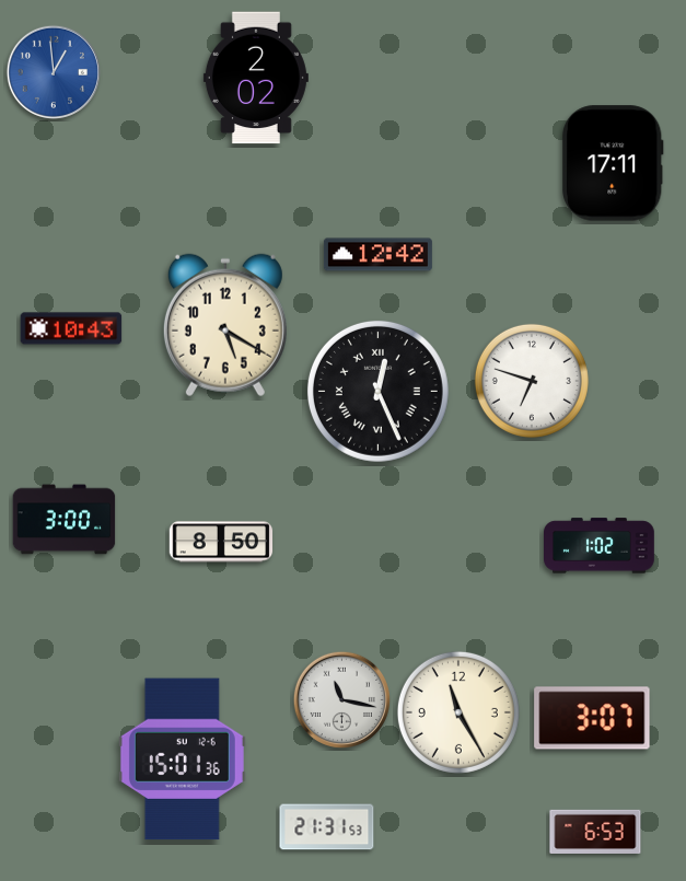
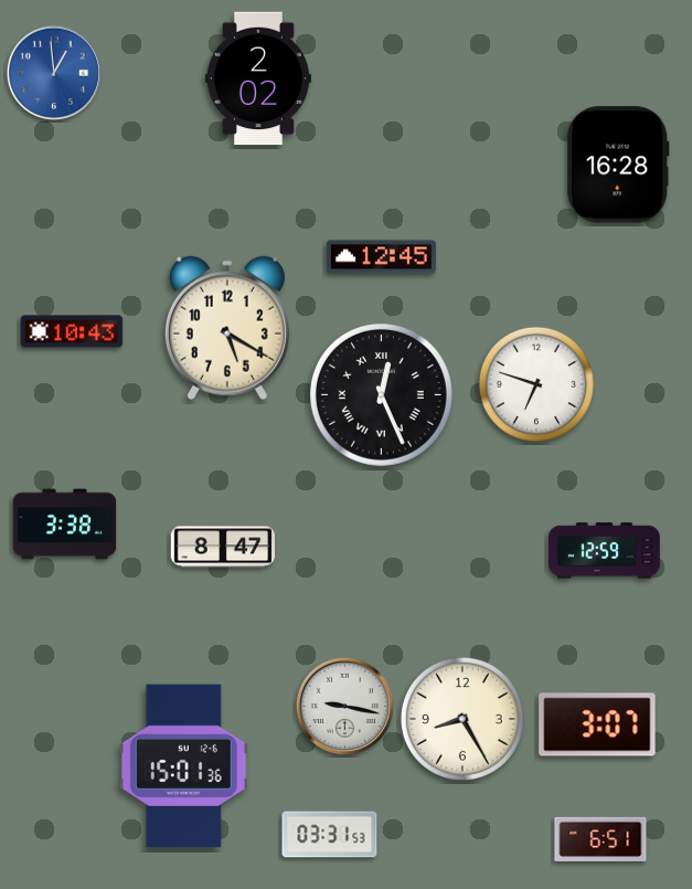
clock at (613, 163): 17:11 -> 16:28
clock at (377, 255): 12:42 -> 12:45
clock at (65, 520): 3:00 -> 3:38
clock at (221, 542): 8:50 -> 8:47
clock at (600, 546): 1:02 -> 12:59
clock at (341, 699): 11:17 -> 9:17
clock at (458, 712): 11:25 -> 8:25
clock at (327, 827): 21:31 -> 03:31
clock at (595, 832): 6:53 -> 6:51
